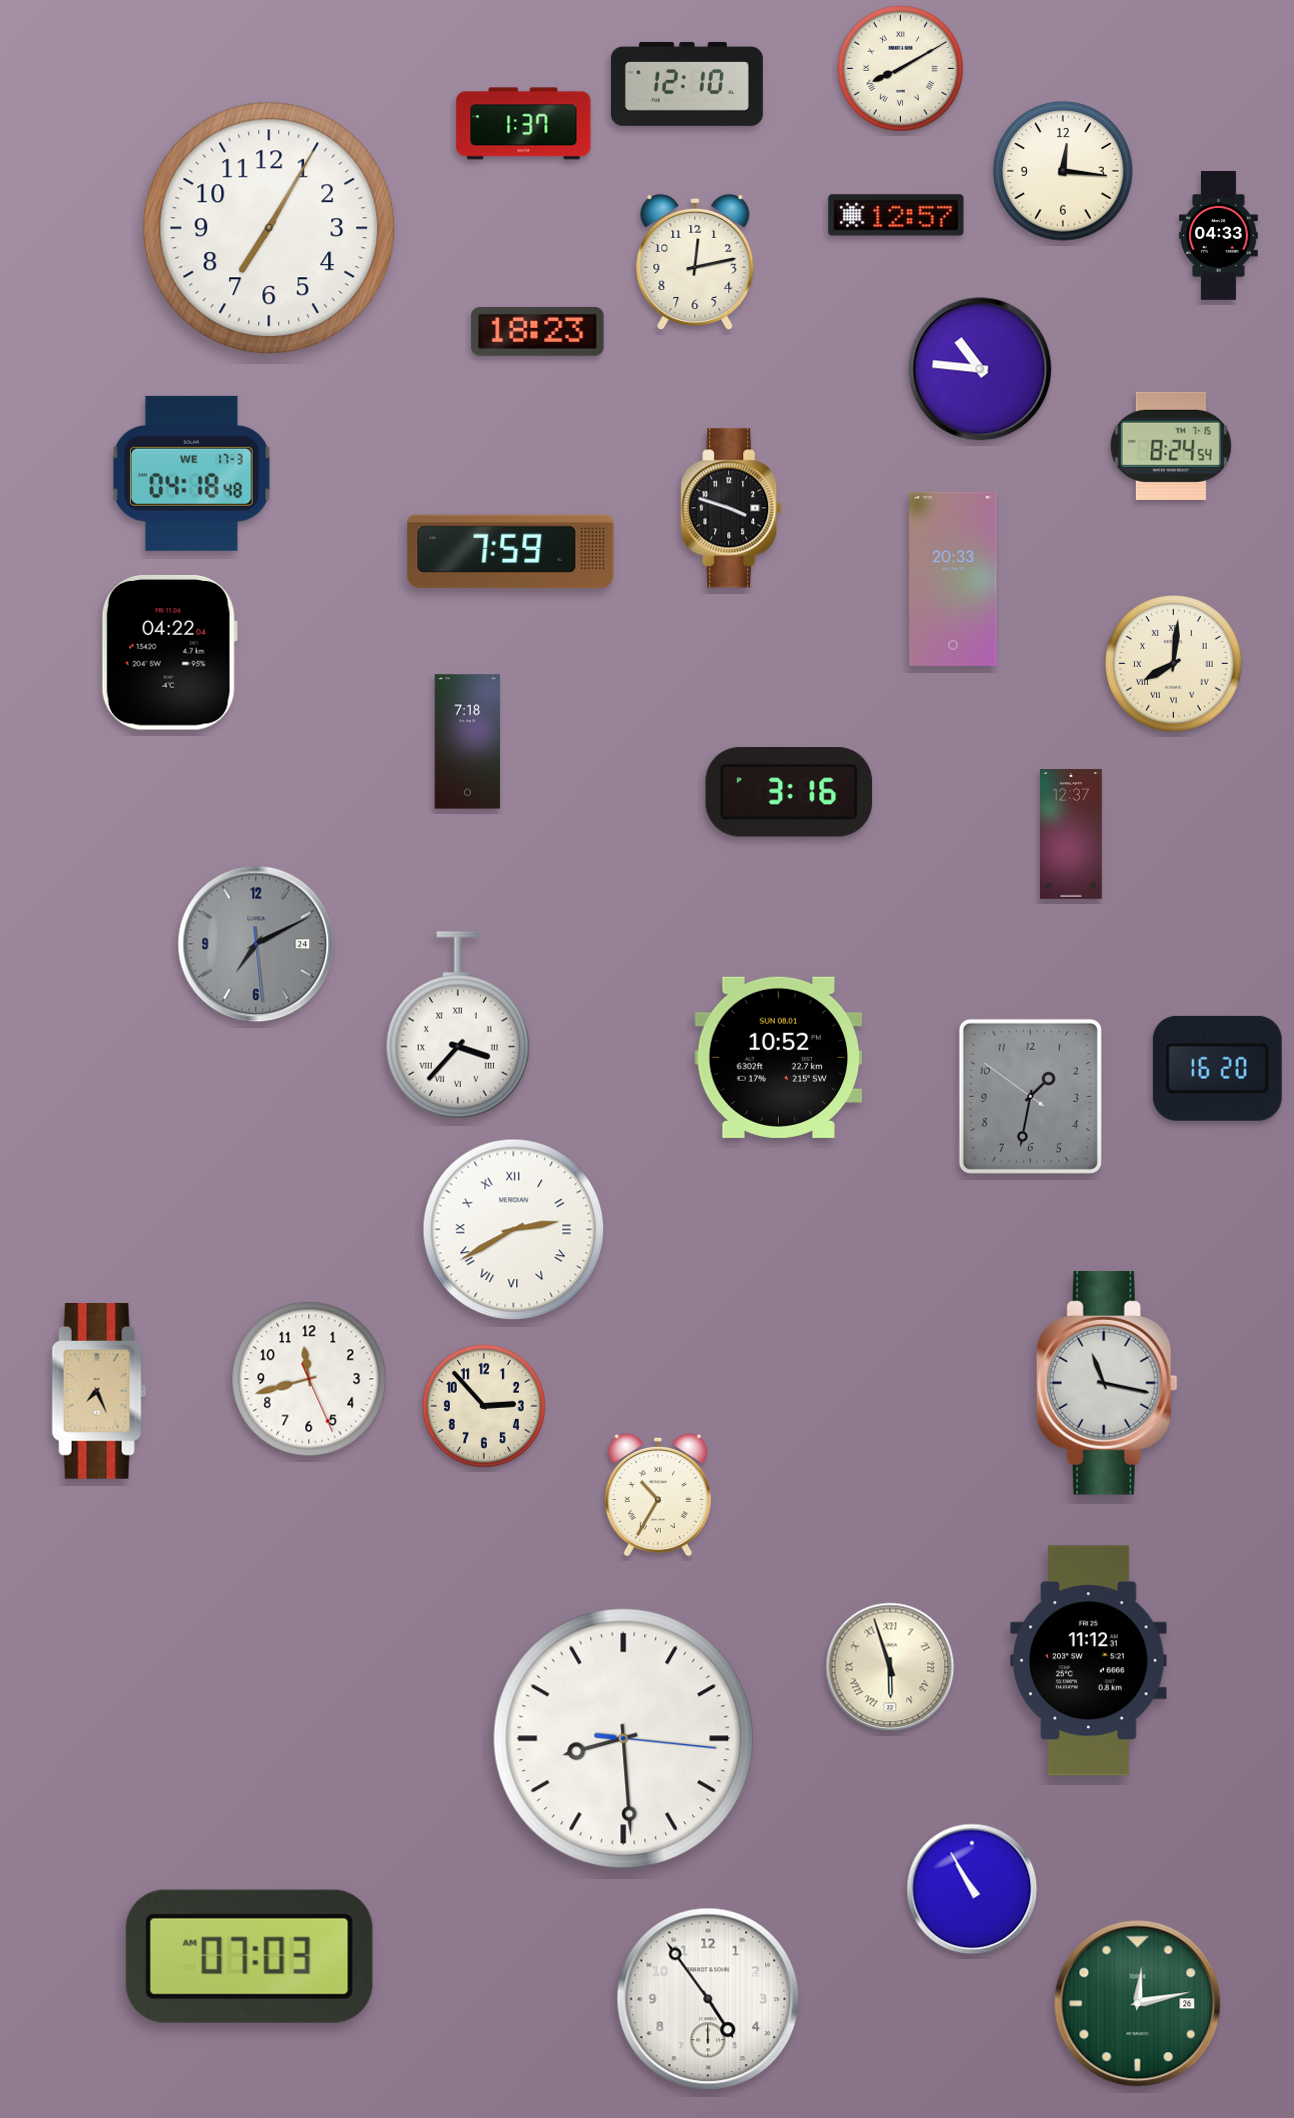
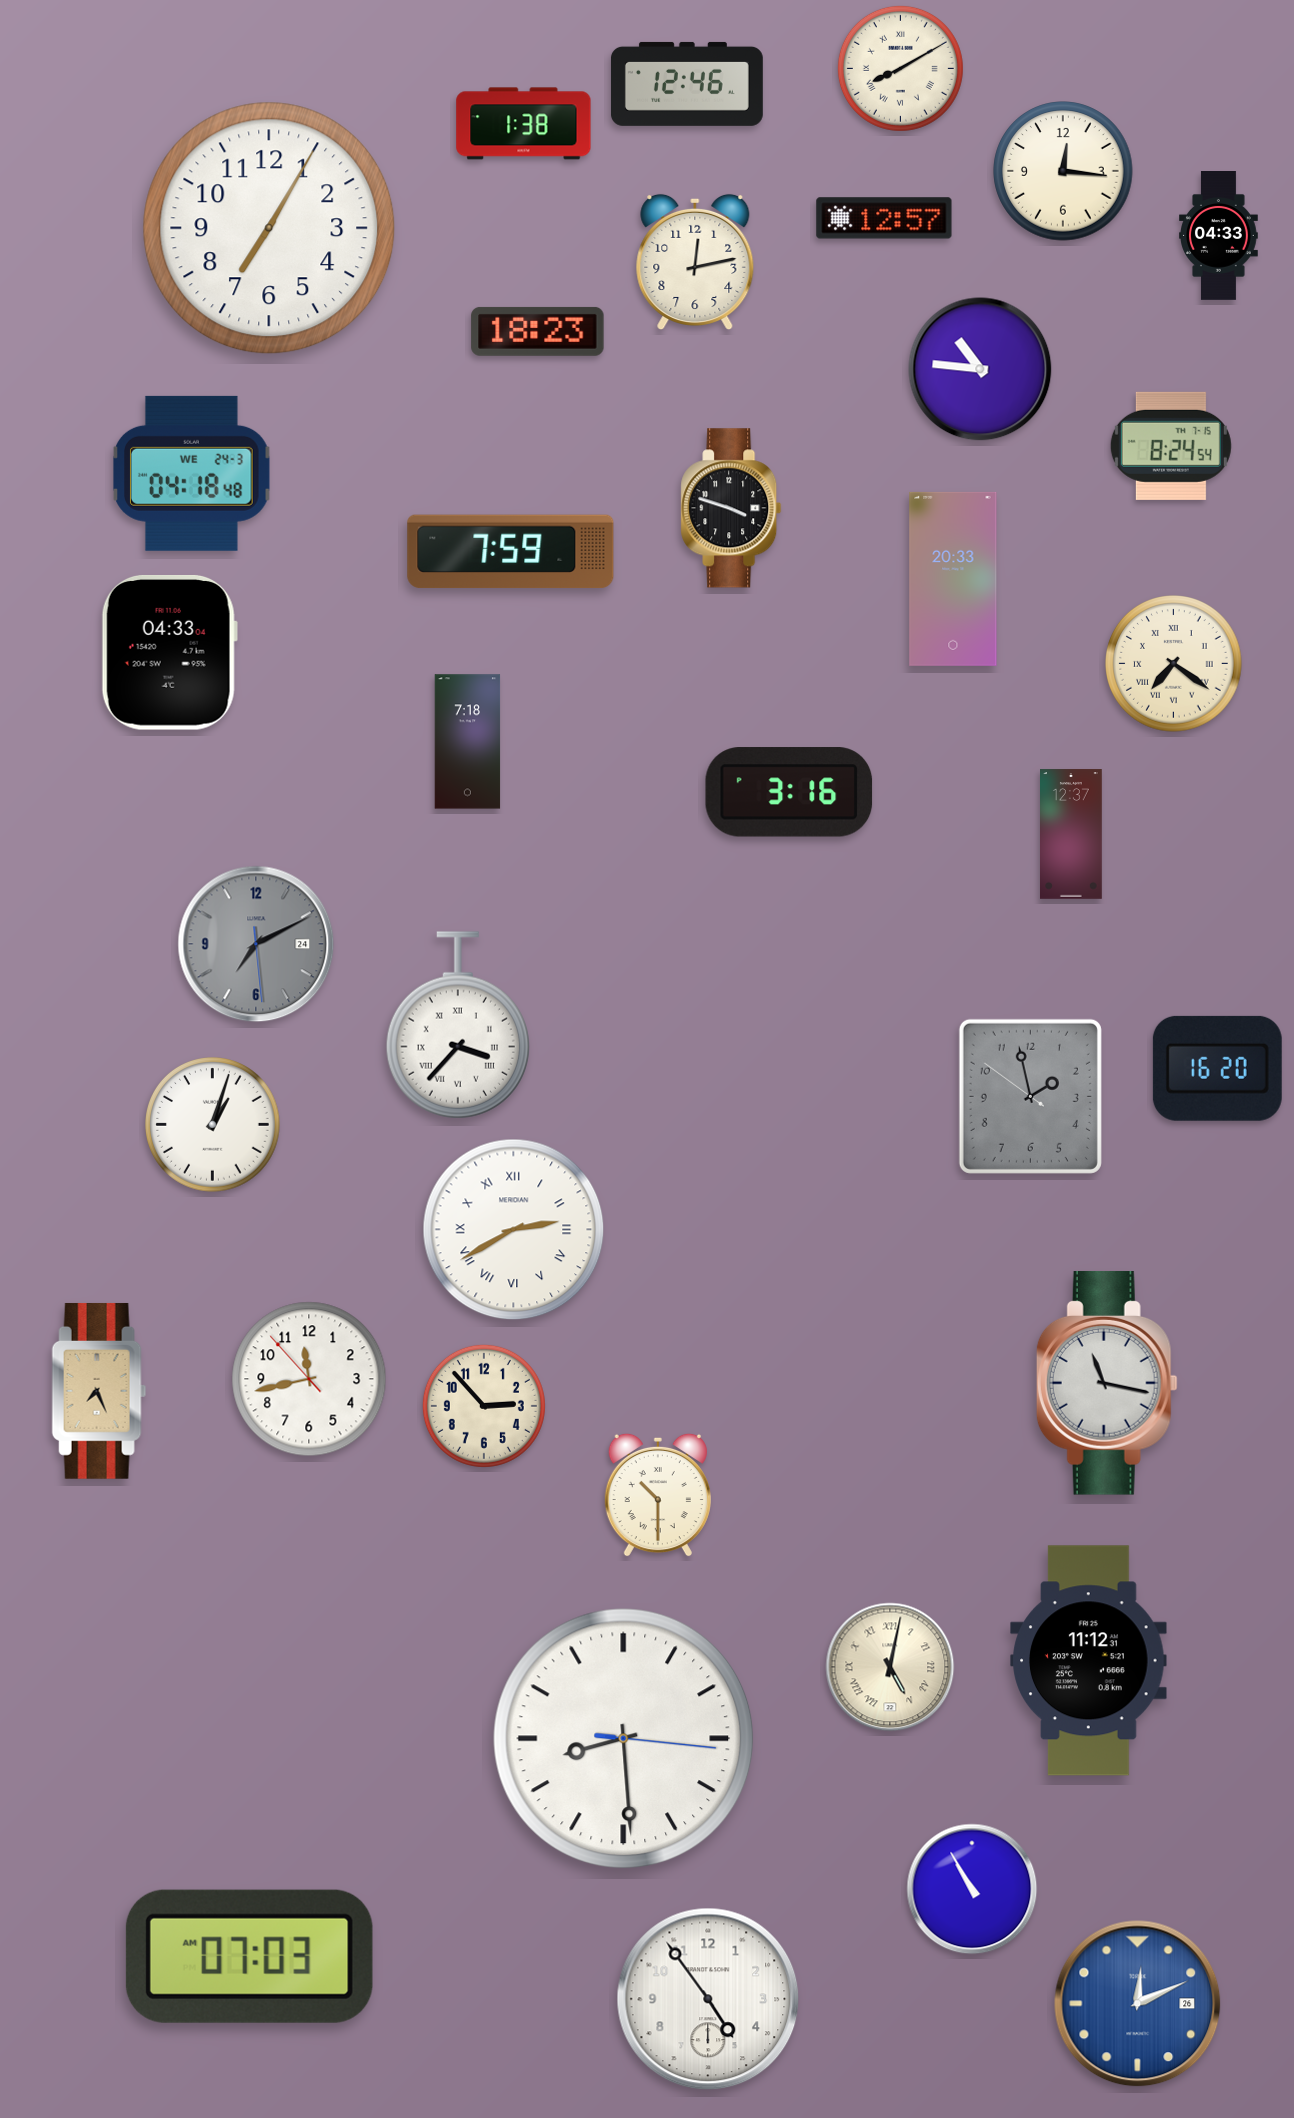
clock at (687, 84): 12:10 -> 12:46
clock at (524, 124): 1:37 -> 1:38
clock at (896, 215) position: (896, 215) -> (884, 218)
clock at (192, 473) date: WE 17-3 -> WE 24-3
clock at (169, 652): 04:22 -> 04:33
clock at (1174, 664): 8:01 -> 7:21
clock at (779, 1057): 10:52 -> none
clock at (1030, 1096): 1:31 -> 1:57
clock at (213, 1125): none -> 1:03
clock at (309, 1379): 11:42:26 -> 11:42:53
clock at (658, 1495): 10:35 -> 10:30
clock at (890, 1667): 5:57 -> 5:02
clock at (1138, 2004): 12:13 -> 12:11
clock at (1138, 2004) dial: green -> blue
